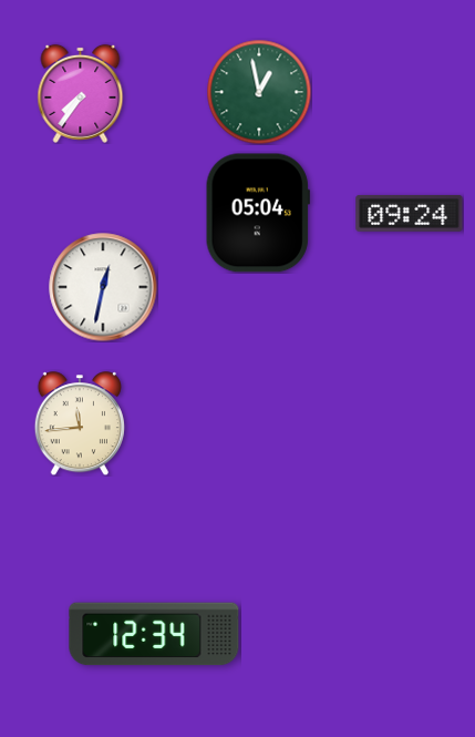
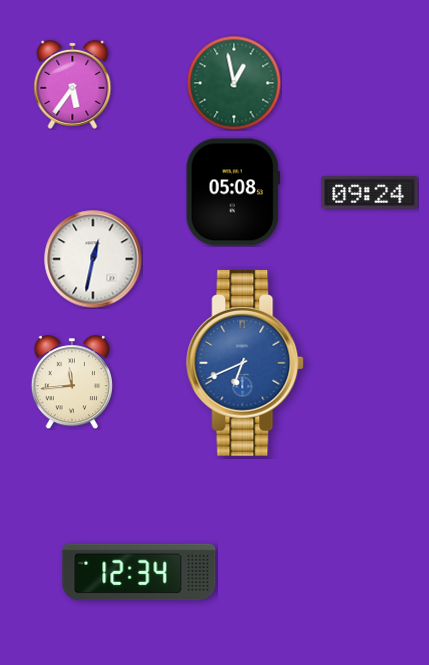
clock at (81, 93): 7:36 -> 5:36
clock at (258, 213): 05:04 -> 05:08
clock at (246, 363): none -> 6:41
